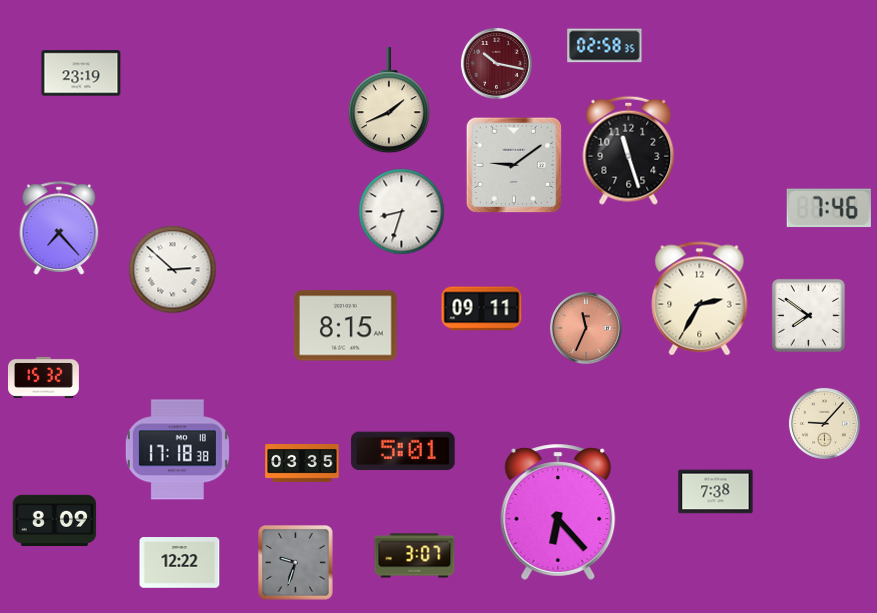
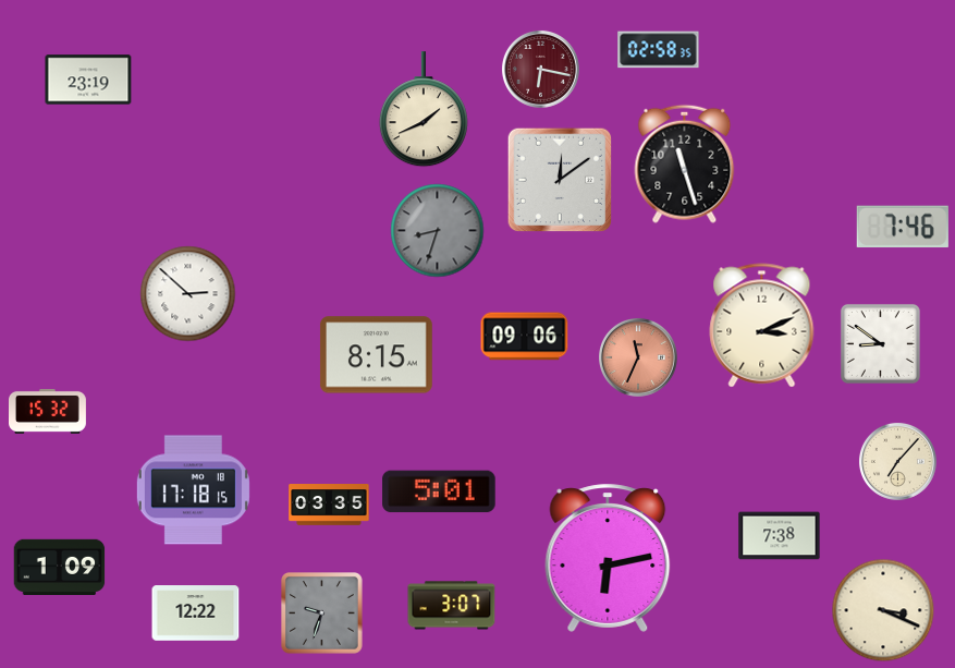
clock at (496, 63): 10:17 -> 6:17
clock at (514, 165): 9:09 -> 12:09
clock at (402, 212) dial: white -> grey
clock at (59, 228): 7:23 -> none
clock at (700, 299): 2:35 -> 3:11
clock at (482, 309): 09:11 -> 09:06
clock at (808, 315): 7:51 -> 8:51
clock at (824, 423): 9:07 -> 7:07
clock at (177, 450): 17:18:38 -> 17:18:15
clock at (558, 512): 6:23 -> 6:13
clock at (55, 520): 8:09 -> 1:09
clock at (883, 610): none -> 3:19
